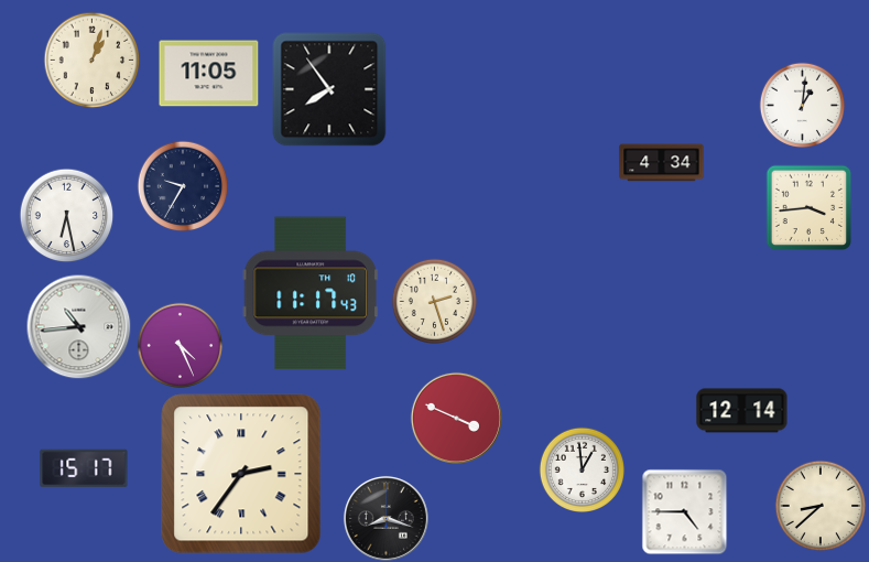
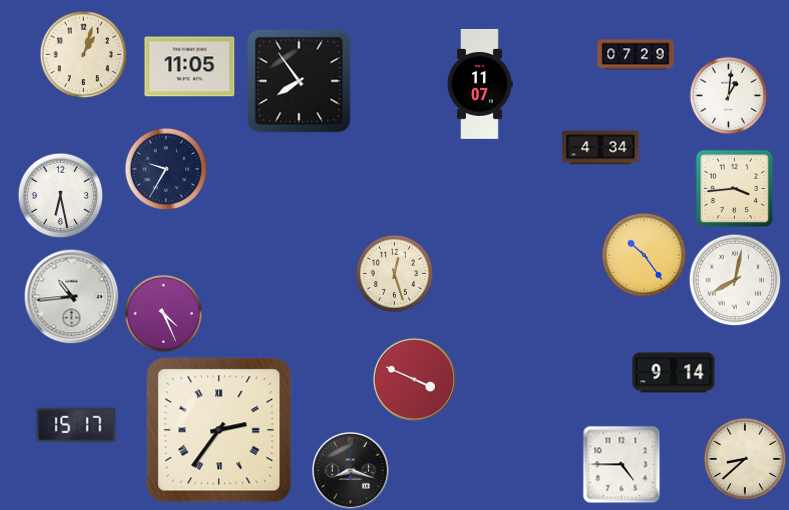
clock at (636, 55): none -> 07:29
clock at (480, 84): none -> 11:07
clock at (644, 255): none -> 10:24
clock at (311, 293): 11:17 -> none
clock at (434, 301): 2:27 -> 12:27
clock at (735, 280): none -> 8:02
clock at (742, 411): 12:14 -> 9:14
clock at (582, 469): 12:59 -> none
